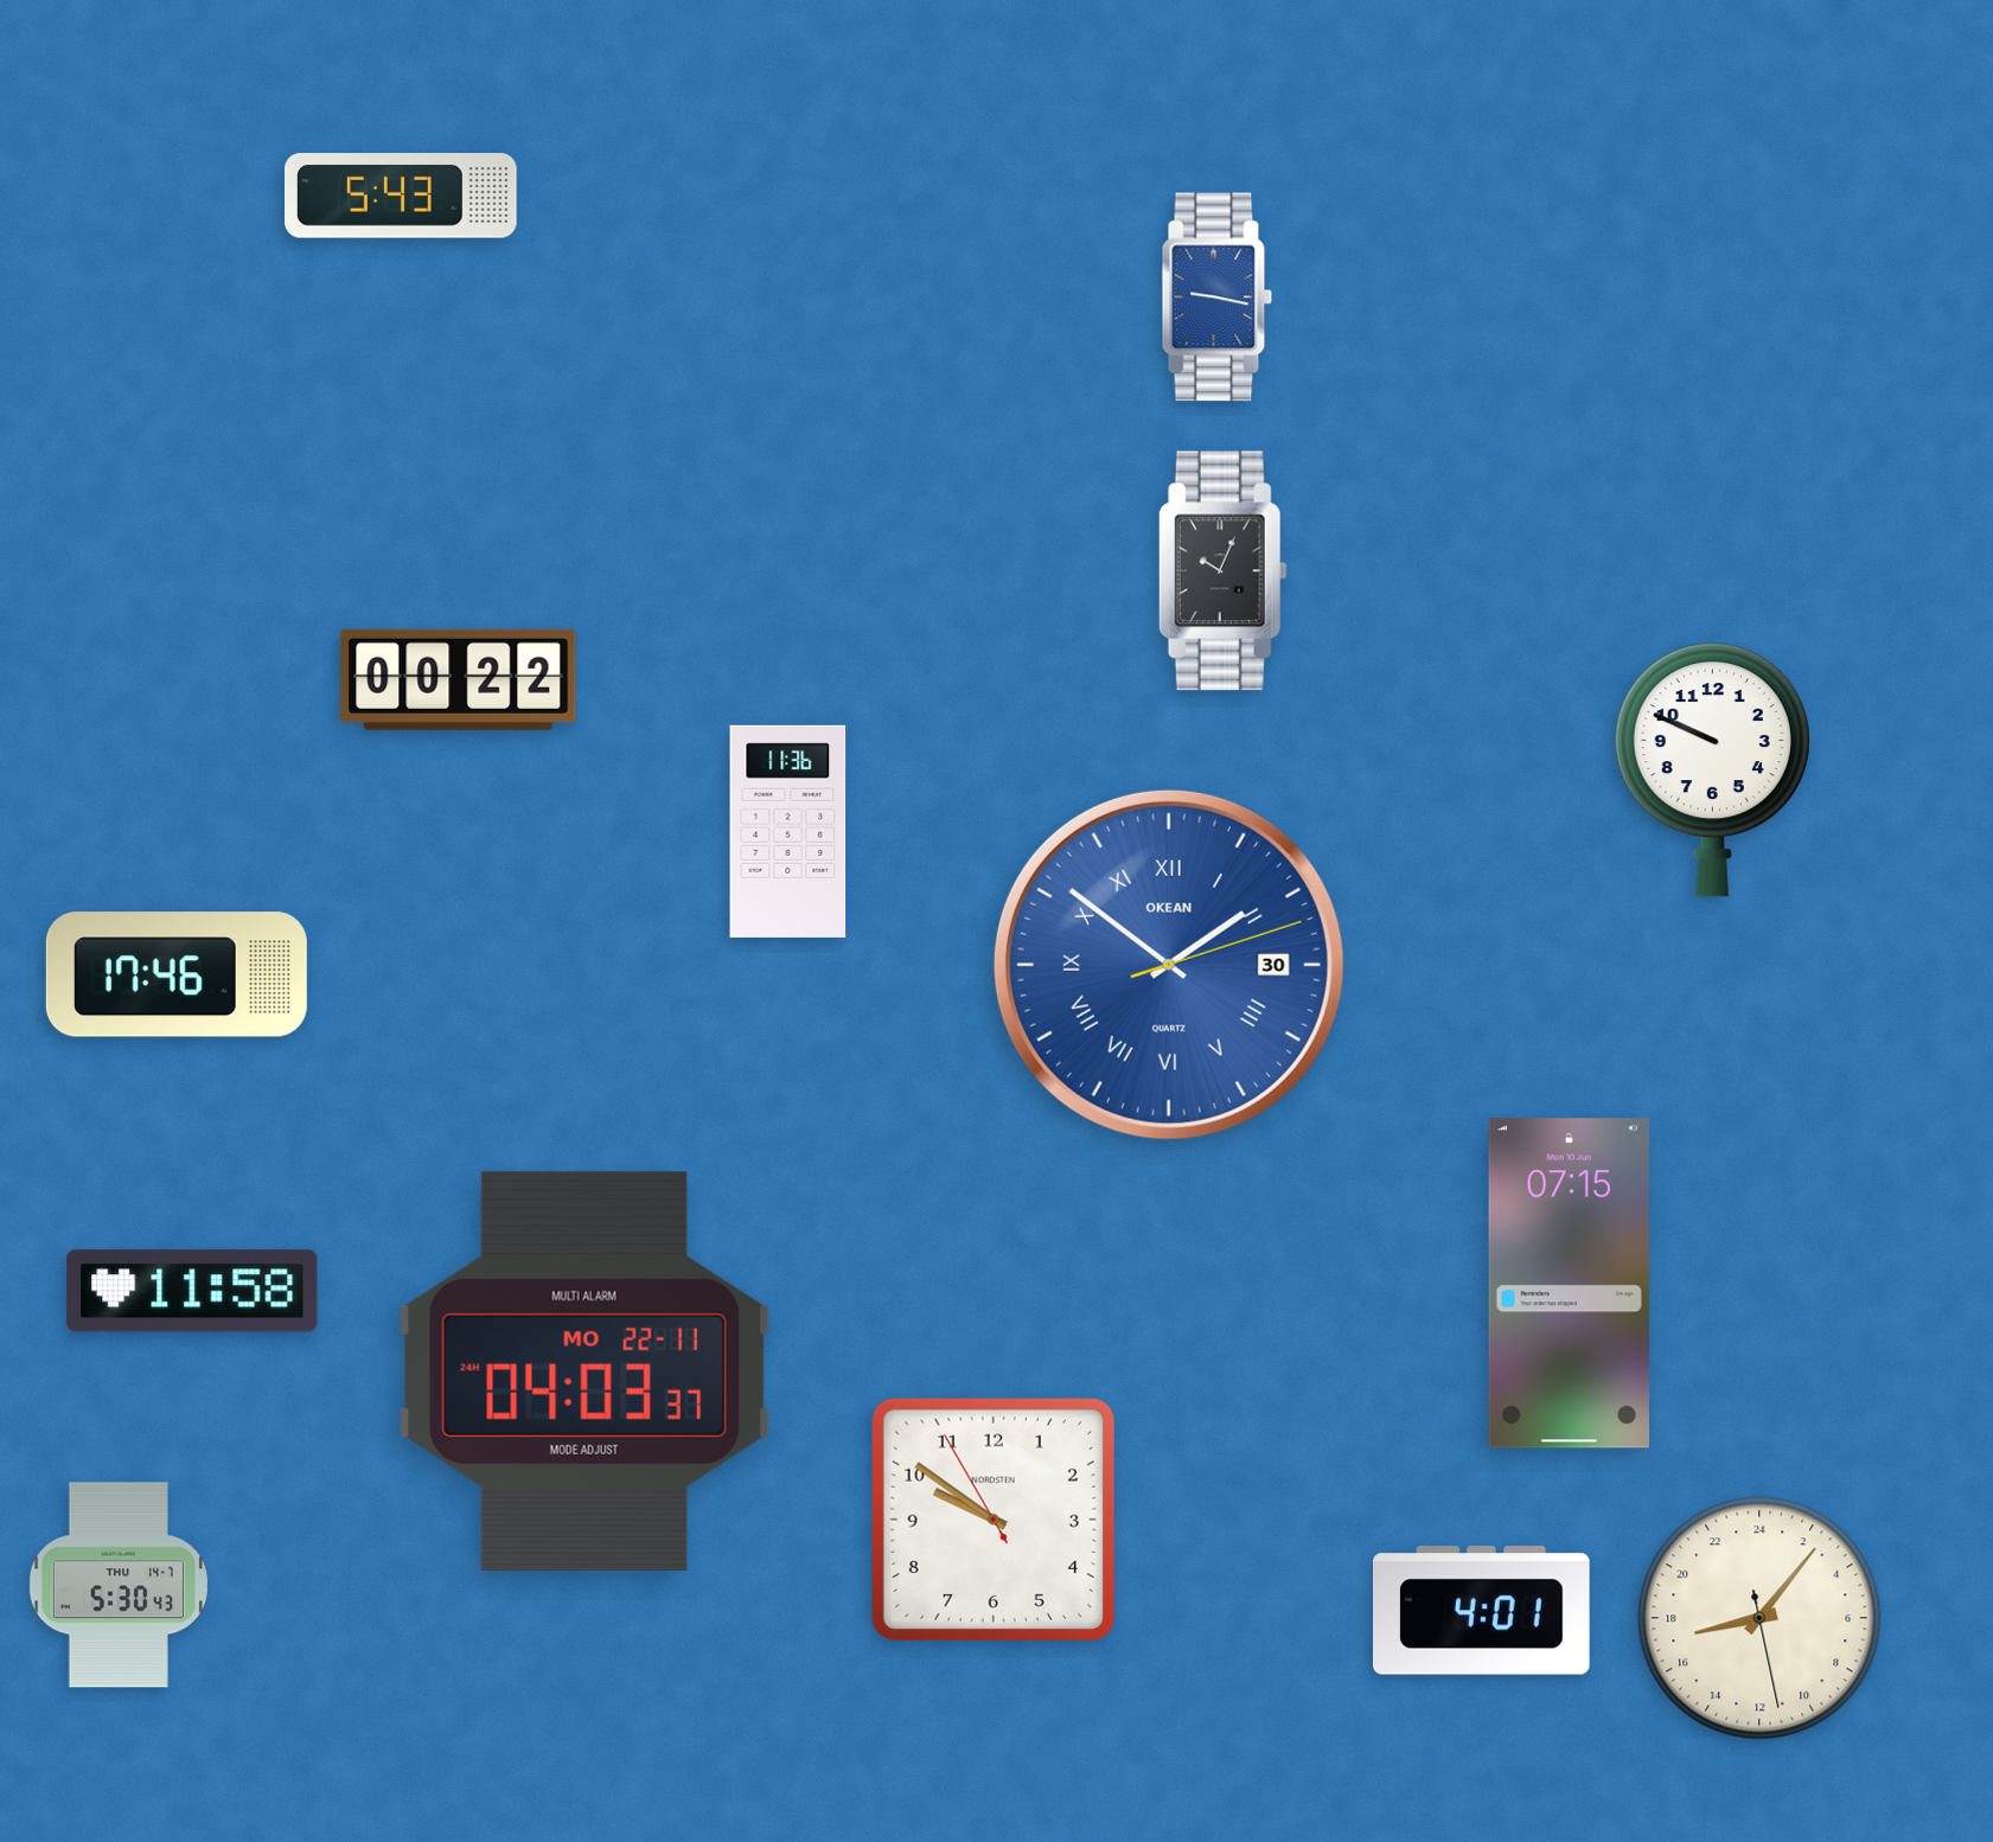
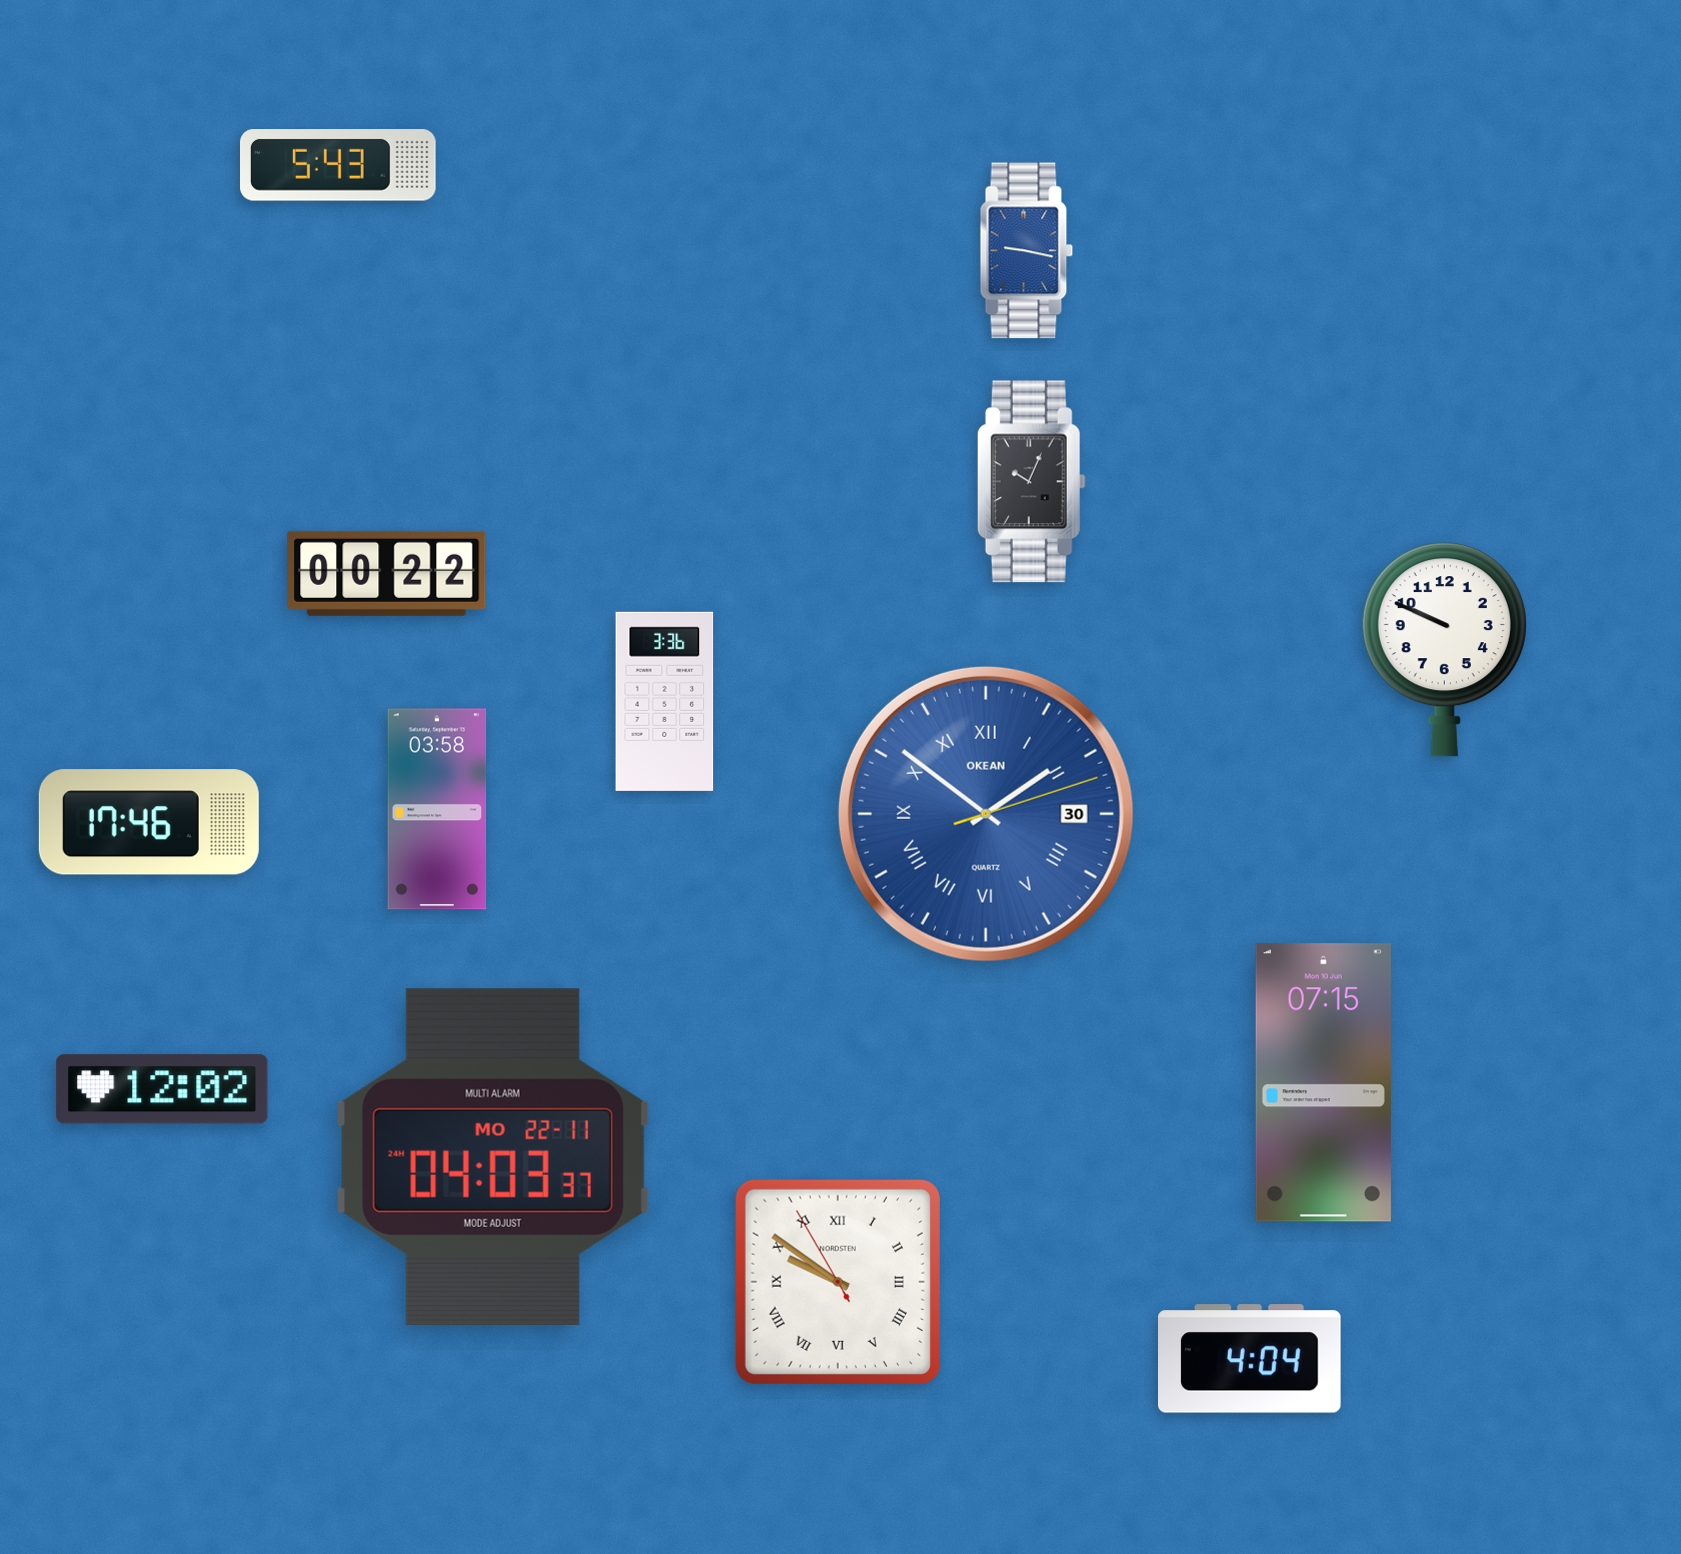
clock at (788, 831): 11:36 -> 3:36
clock at (437, 809): none -> 03:58
clock at (192, 1291): 11:58 -> 12:02
clock at (994, 1520) numerals: Arabic -> Roman
clock at (119, 1585): 5:30 -> none
clock at (1482, 1611): 4:01 -> 4:04
clock at (1759, 1618): 17:06 -> none
